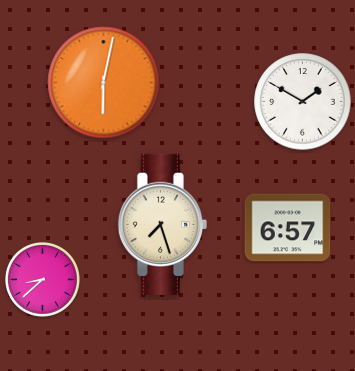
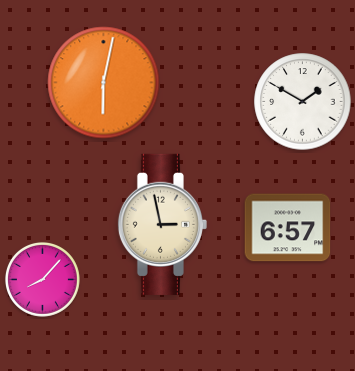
clock at (162, 224): 7:27 -> 2:58
clock at (42, 279): 8:38 -> 8:07
